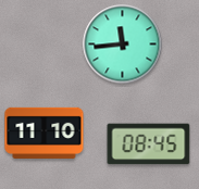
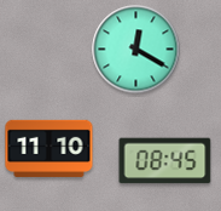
clock at (123, 45): 11:44 -> 12:20
